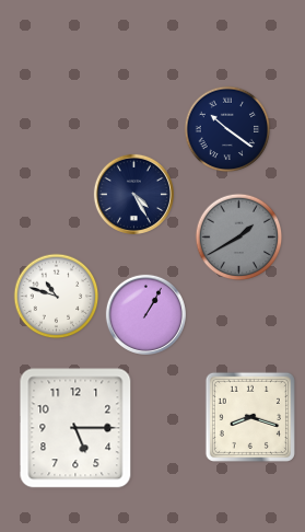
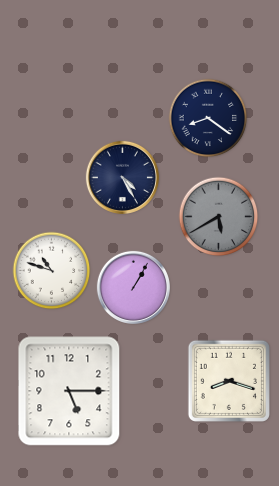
clock at (227, 129): 10:21 -> 8:21
clock at (239, 238): 1:40 -> 5:40
